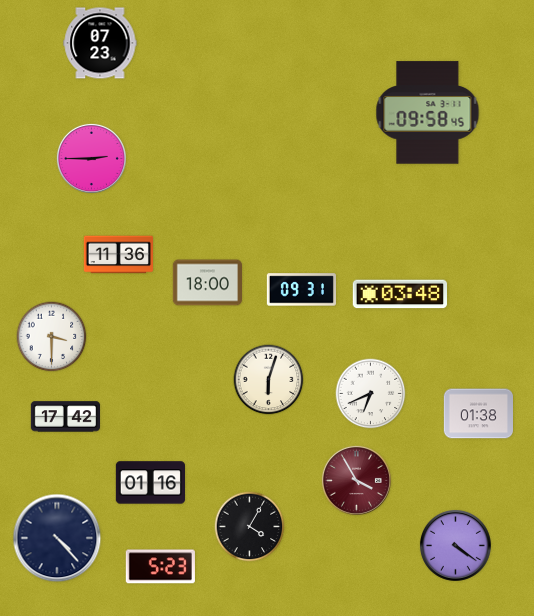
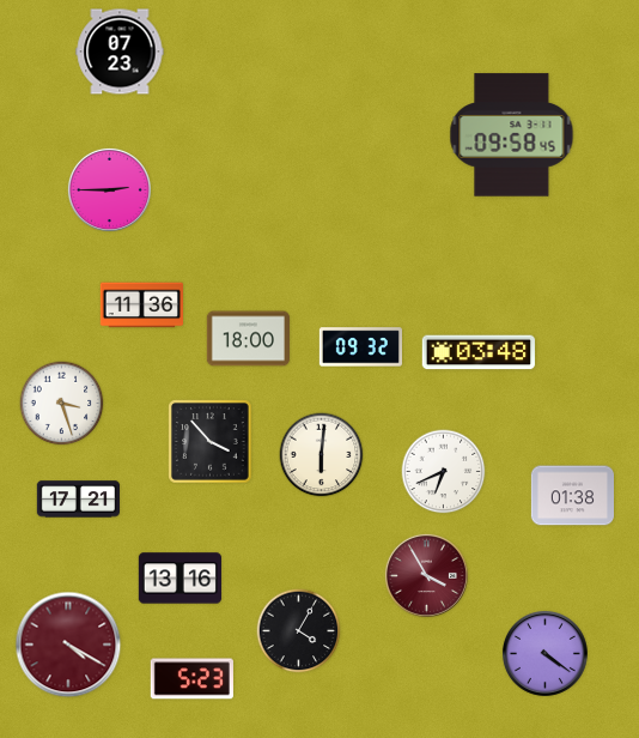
clock at (301, 290): 09:31 -> 09:32
clock at (52, 337): 3:30 -> 3:27
clock at (211, 442): none -> 3:53
clock at (269, 380): 6:03 -> 6:01
clock at (65, 417): 17:42 -> 17:21
clock at (150, 483): 01:16 -> 13:16
clock at (57, 538): 4:23 -> 4:20
clock at (57, 538) dial: navy -> burgundy
